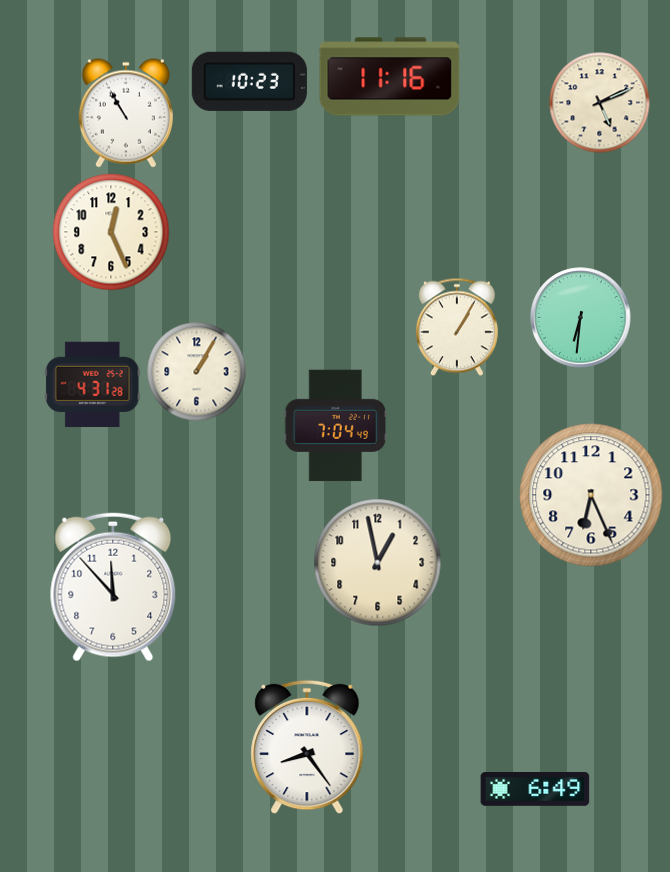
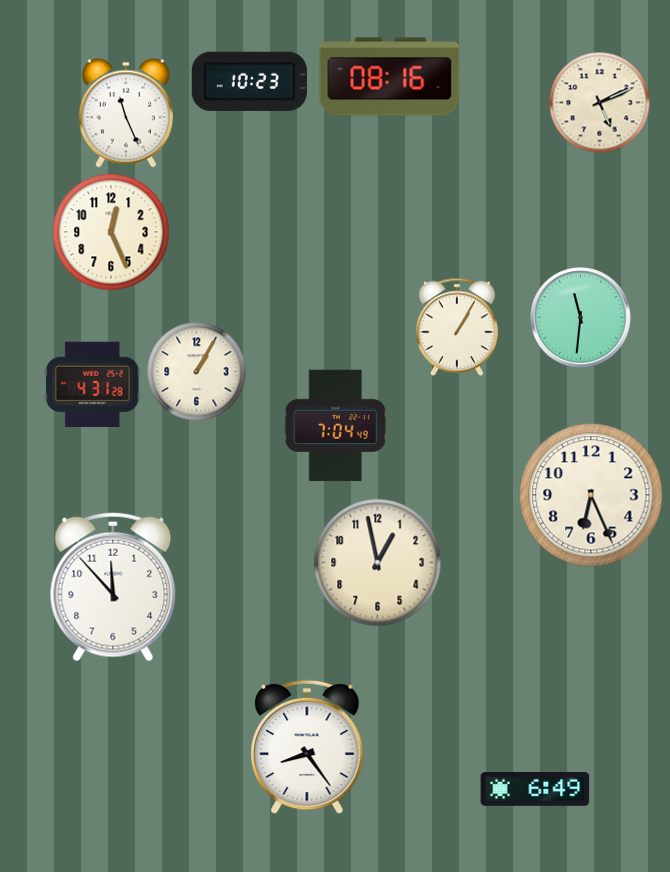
clock at (390, 77): 11:16 -> 08:16
clock at (126, 113): 10:55 -> 11:26
clock at (581, 318): 6:31 -> 11:31
